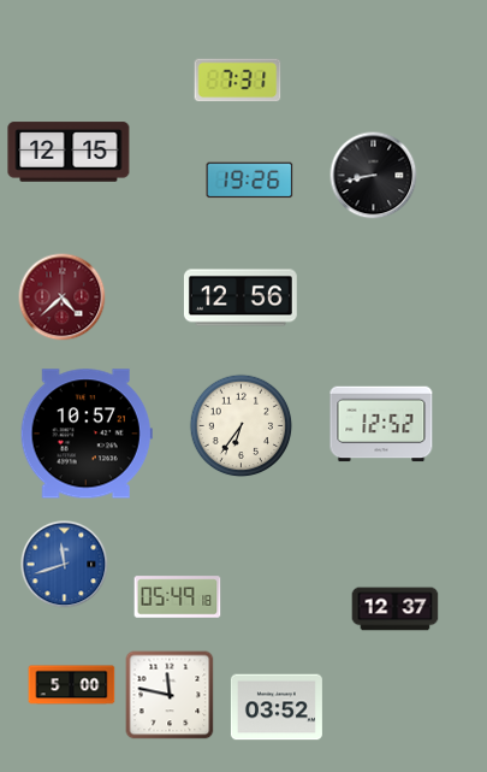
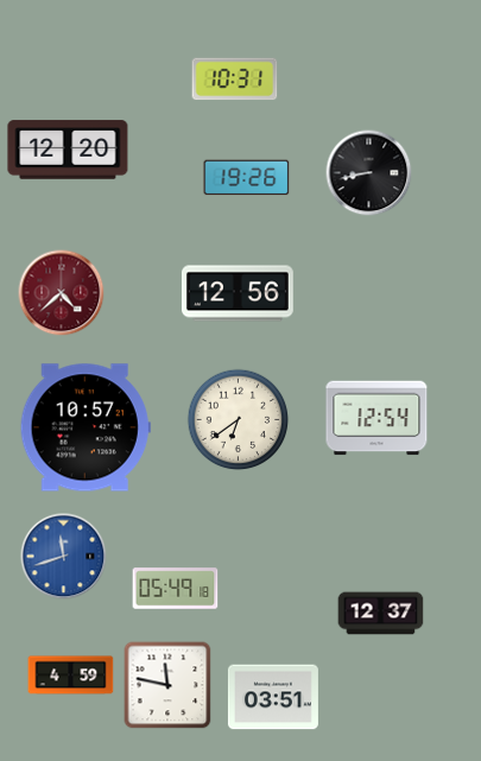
clock at (238, 81): 7:31 -> 10:31
clock at (69, 152): 12:15 -> 12:20
clock at (381, 424): 12:52 -> 12:54
clock at (242, 426): 6:36 -> 6:39
clock at (396, 609) position: (396, 609) -> (381, 614)
clock at (72, 685): 5:00 -> 4:59
clock at (277, 707): 03:52 -> 03:51
